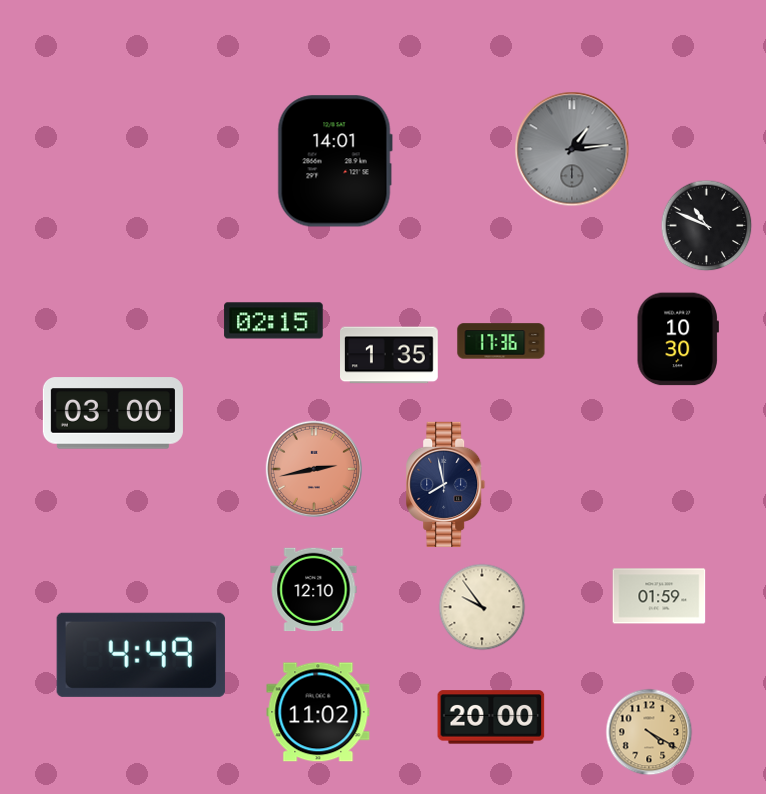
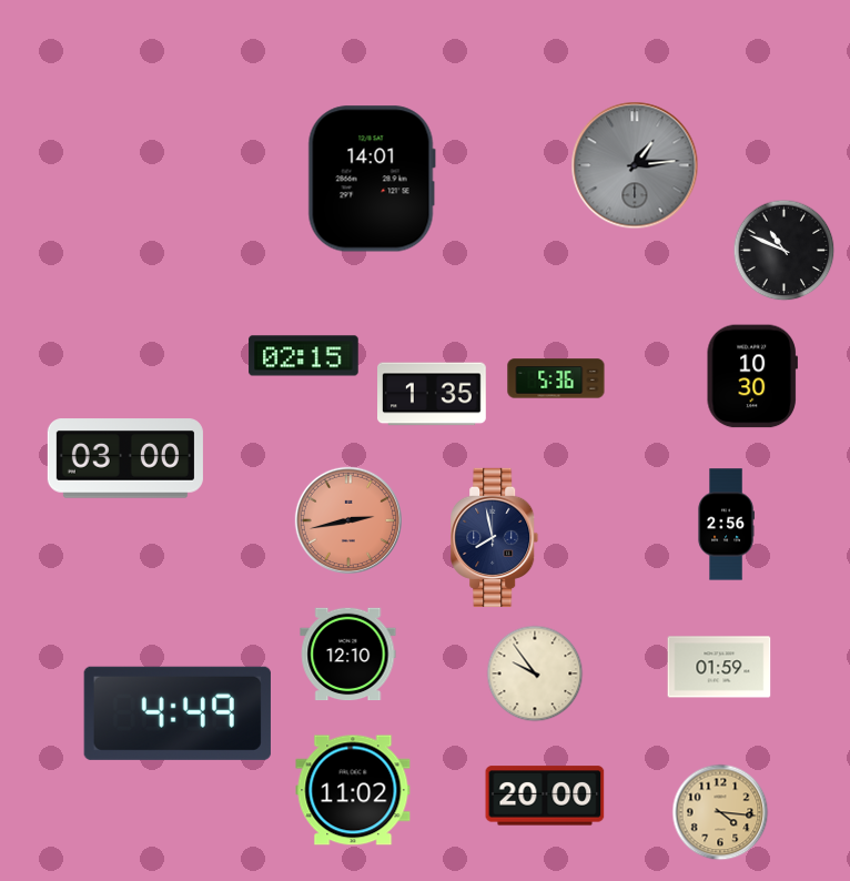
clock at (501, 341): 17:36 -> 5:36
clock at (726, 525): none -> 2:56
clock at (659, 596) position: (659, 596) -> (719, 667)
clock at (141, 655) position: (141, 655) -> (178, 713)
clock at (649, 732): 4:20 -> 4:16
